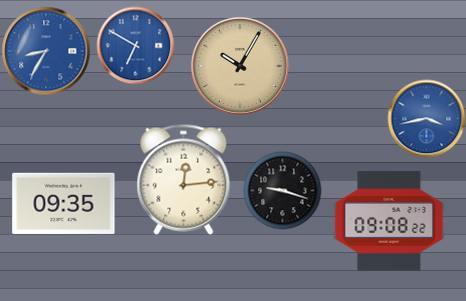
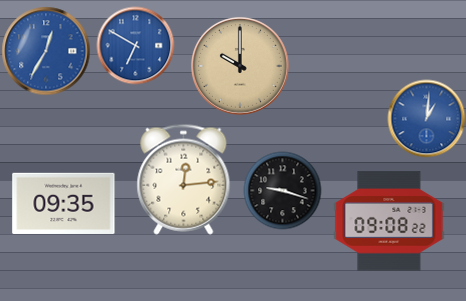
clock at (46, 51): 8:35 -> 12:35
clock at (240, 66): 10:05 -> 10:00
clock at (426, 118): 3:43 -> 1:01
